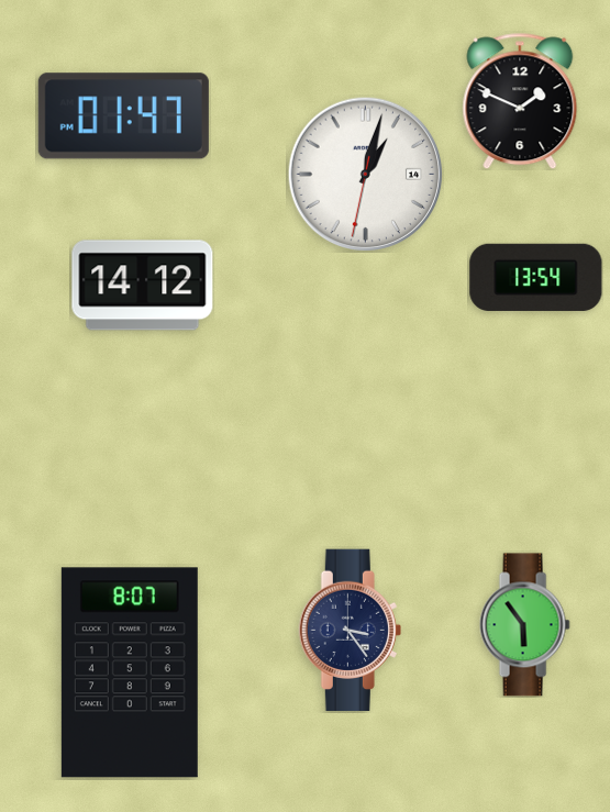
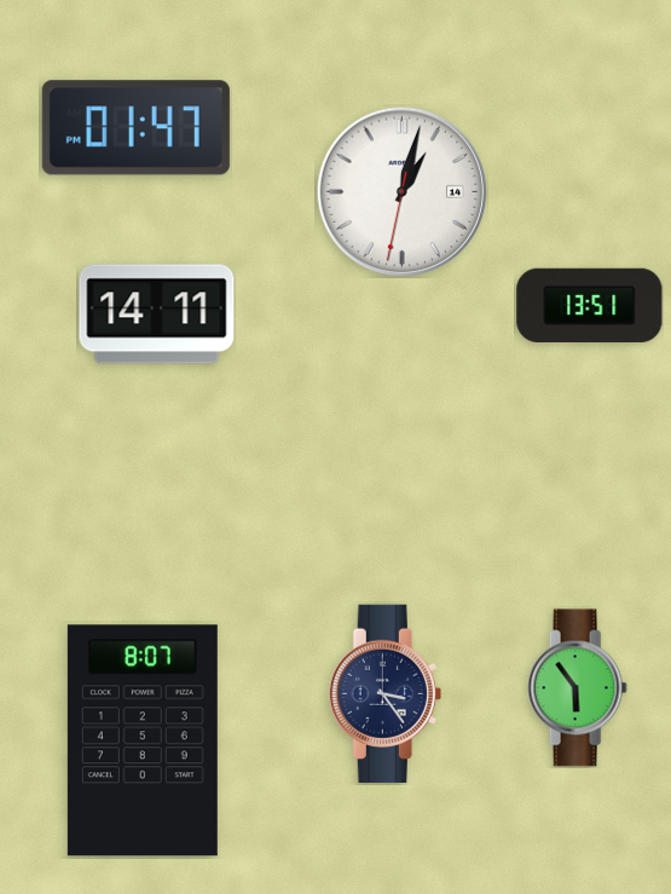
clock at (520, 101): 1:49 -> none
clock at (536, 277): 13:54 -> 13:51
clock at (143, 286): 14:12 -> 14:11
